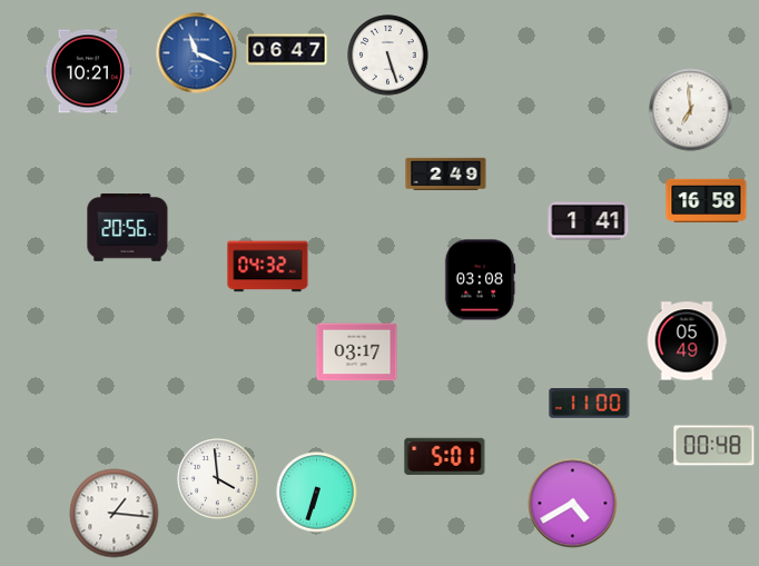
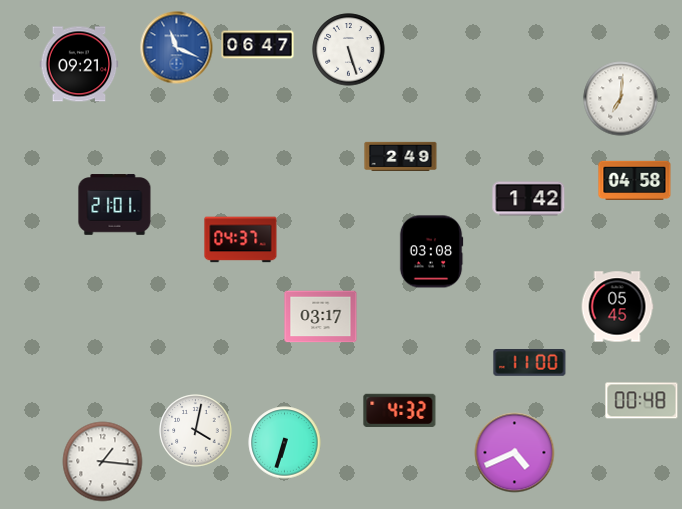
clock at (88, 71): 10:21 -> 09:21
clock at (691, 110): 6:59 -> 7:01
clock at (707, 201): 16:58 -> 04:58
clock at (589, 221): 1:41 -> 1:42
clock at (128, 228): 20:56 -> 21:01
clock at (268, 267): 04:32 -> 04:37
clock at (687, 341): 05:49 -> 05:45
clock at (445, 456): 5:01 -> 4:32
clock at (218, 479): 3:59 -> 4:02
clock at (573, 504): 4:40 -> 4:41
